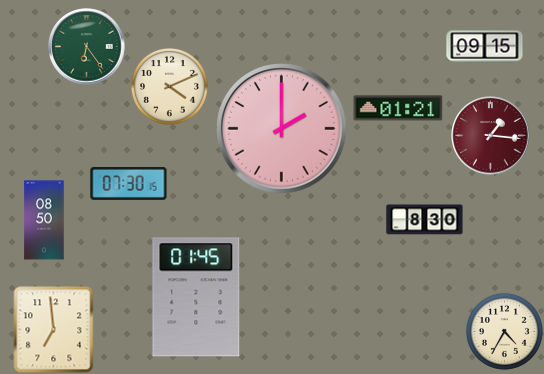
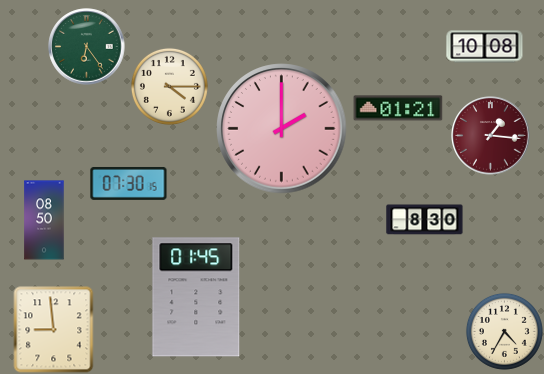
clock at (485, 47): 09:15 -> 10:08
clock at (169, 86): 4:11 -> 4:15
clock at (54, 330): 6:59 -> 8:59
